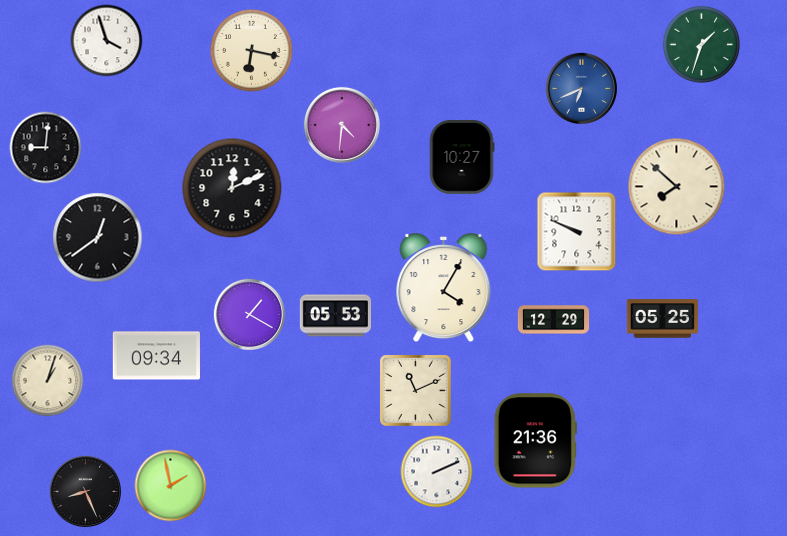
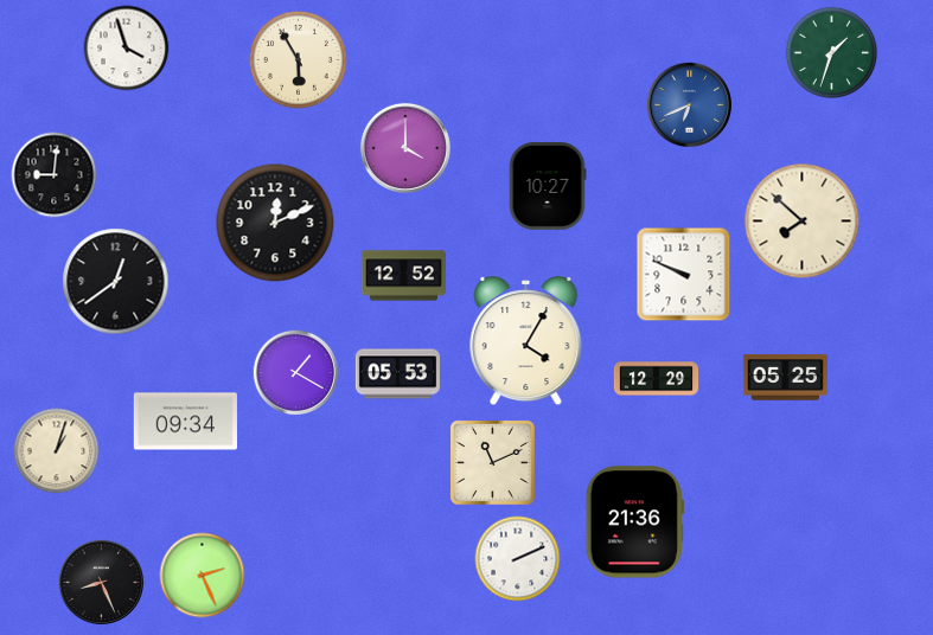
clock at (251, 50): 6:17 -> 5:55
clock at (342, 125): 4:31 -> 4:00
clock at (403, 276): none -> 12:52
clock at (171, 486): 1:58 -> 2:26
